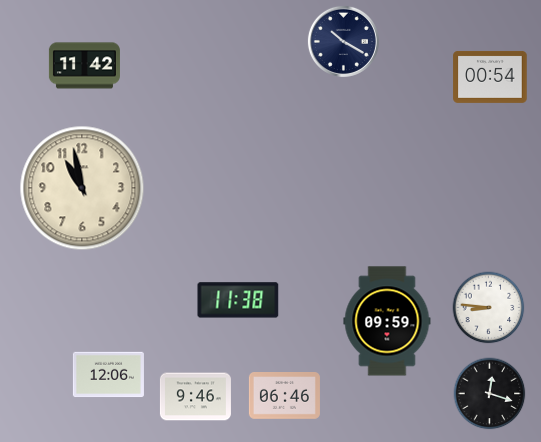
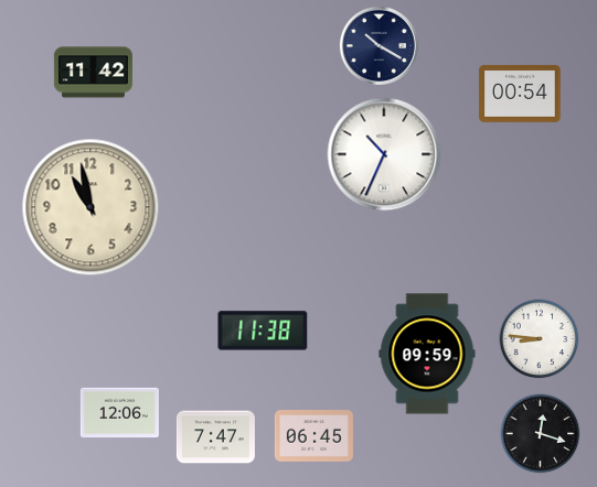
clock at (490, 77) position: (490, 77) -> (520, 94)
clock at (384, 154): none -> 10:34
clock at (284, 396): 06:46 -> 06:45
clock at (195, 397): 9:46 -> 7:47
